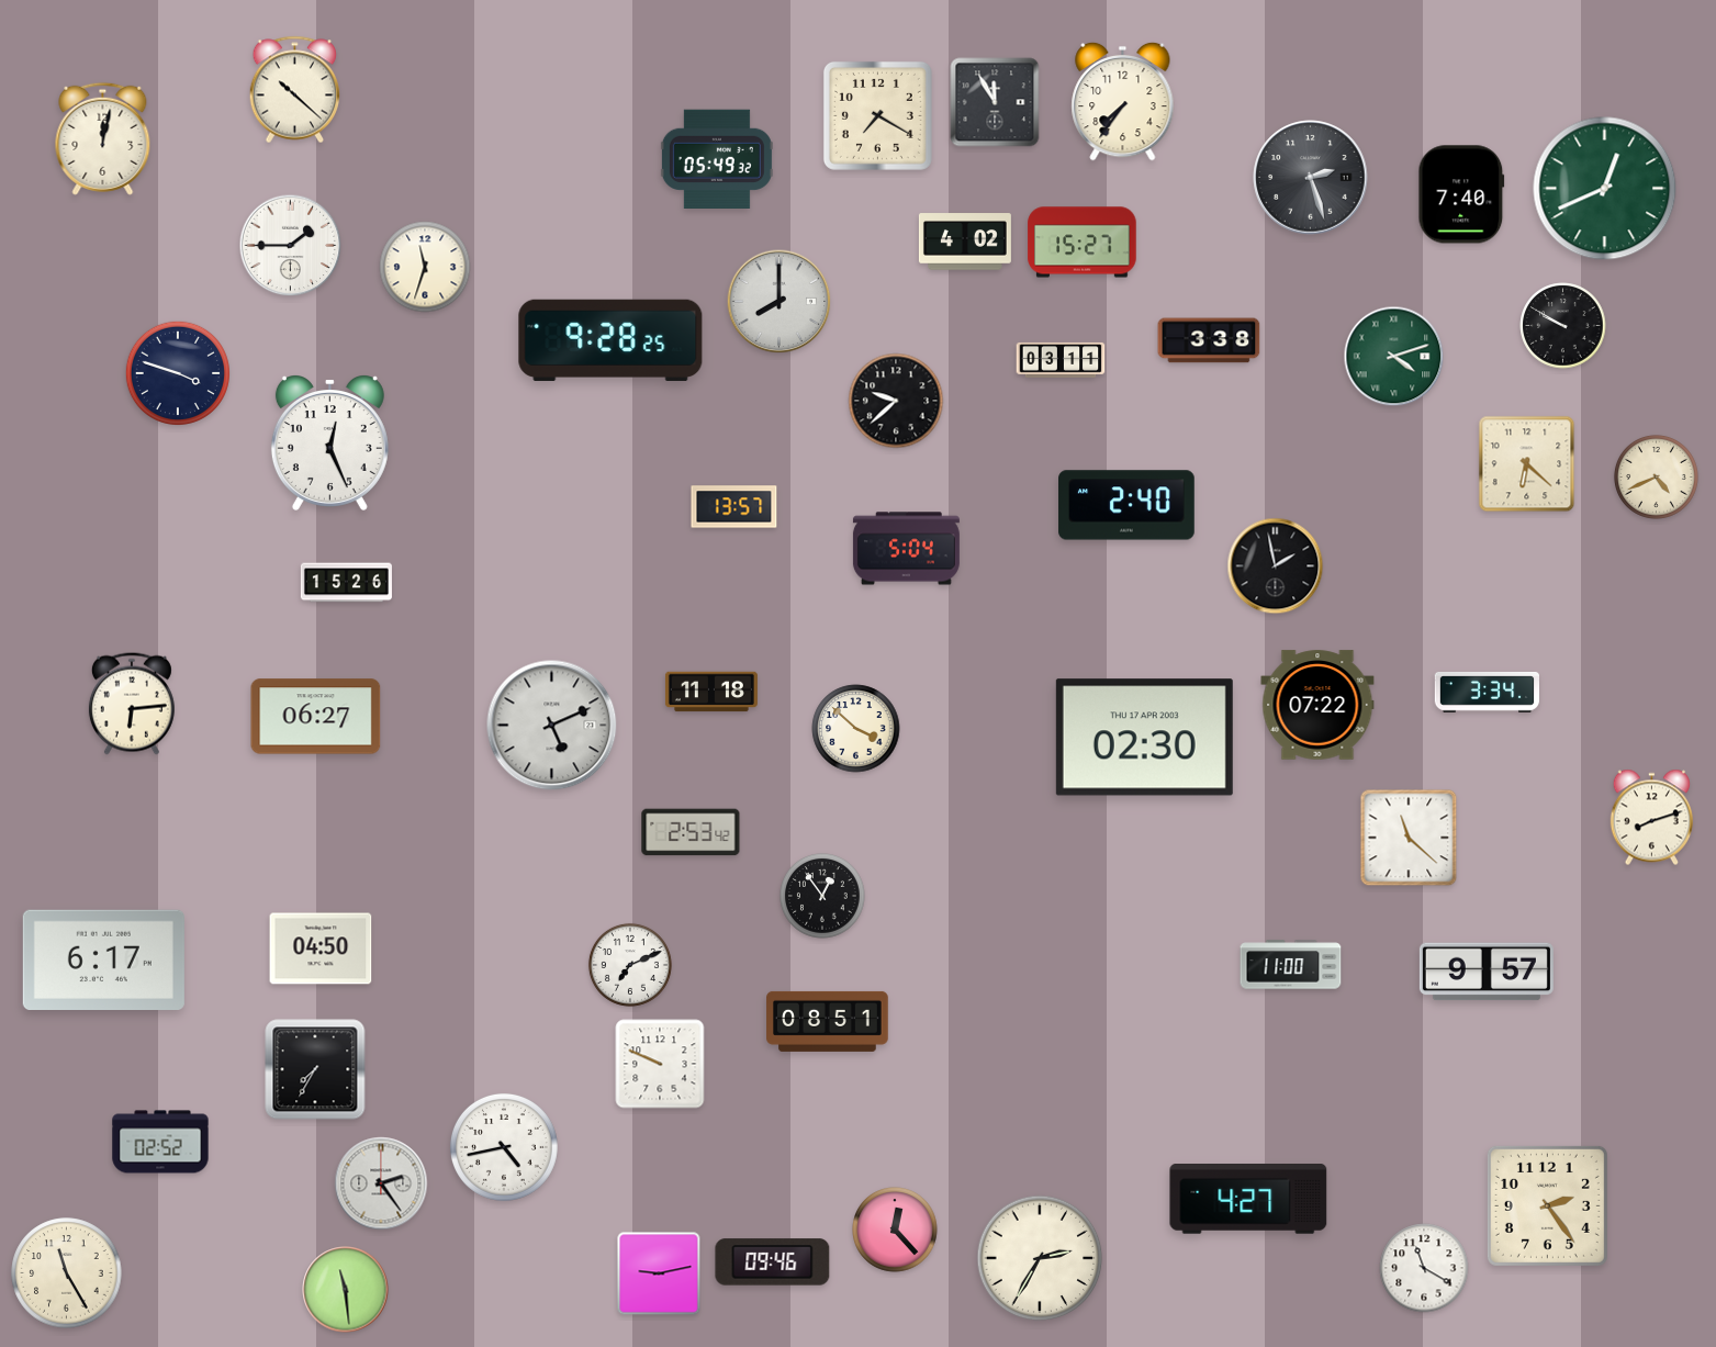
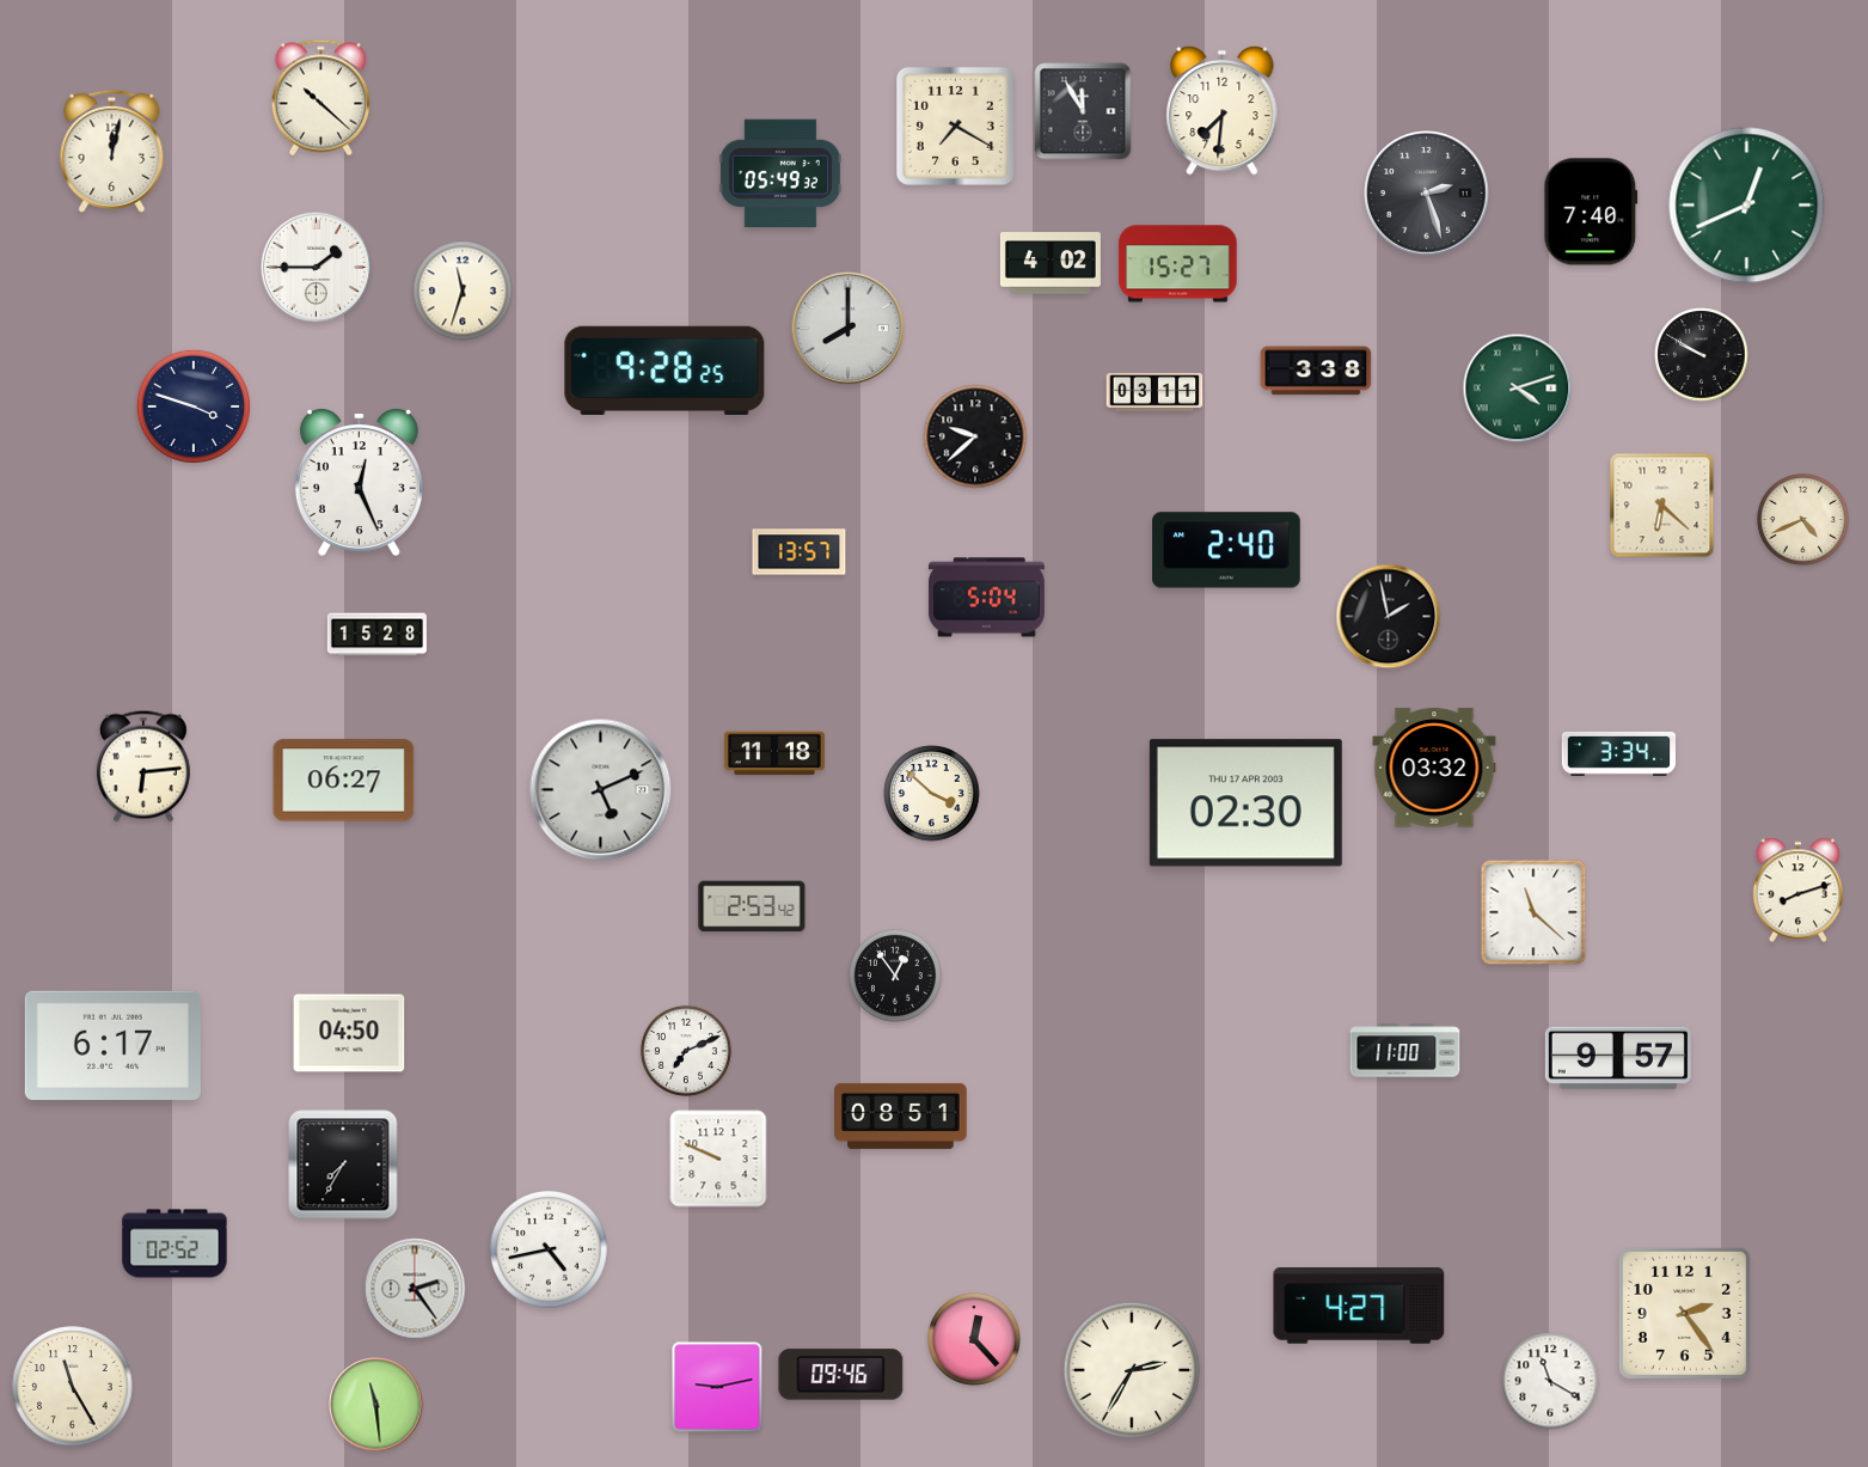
clock at (1123, 101): 7:36 -> 7:31
clock at (346, 583): 15:26 -> 15:28
clock at (1317, 705): 07:22 -> 03:32
clock at (828, 1021) position: (828, 1021) -> (901, 1115)
